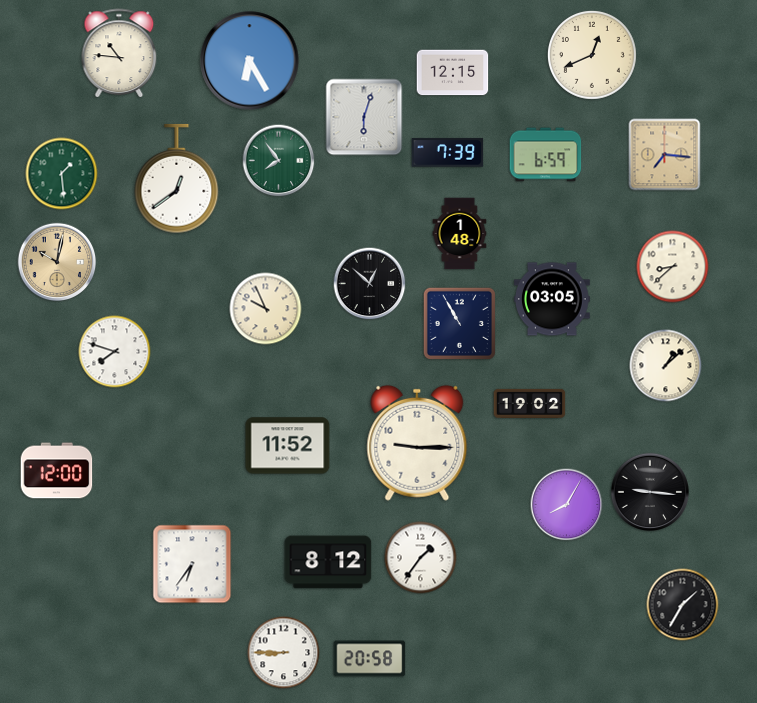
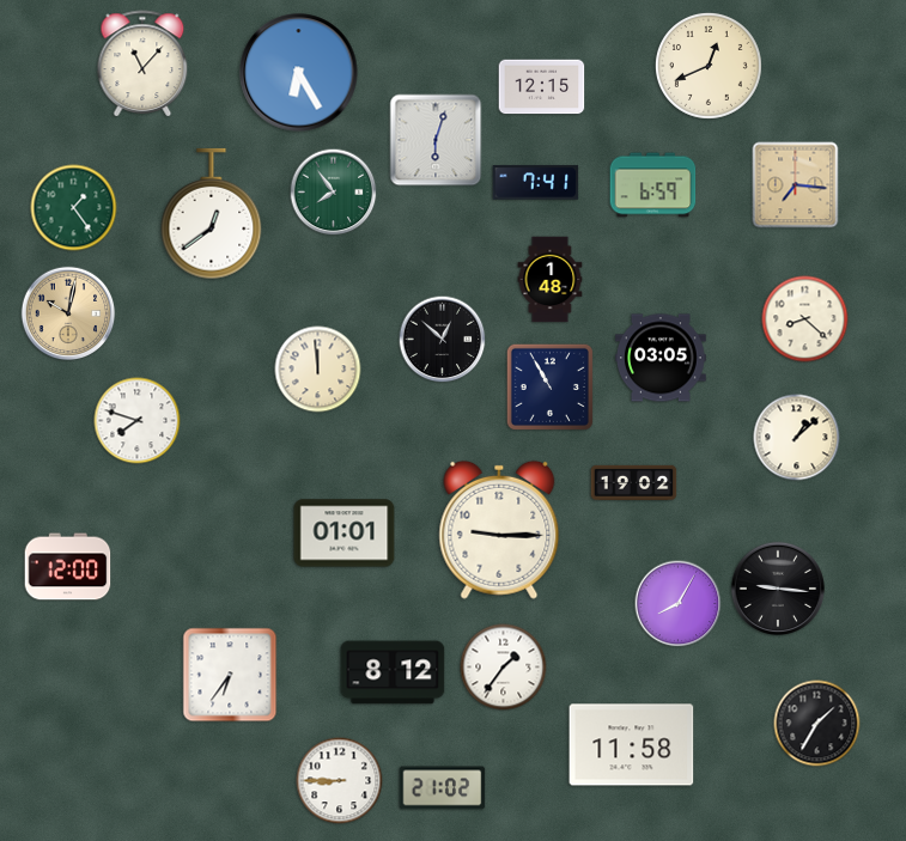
clock at (119, 53): 10:46 -> 11:07
clock at (448, 153): 7:39 -> 7:41
clock at (62, 174): 1:29 -> 1:24
clock at (673, 267): 8:38 -> 8:22
clock at (266, 309): 9:56 -> 11:59
clock at (288, 446): 11:52 -> 01:01
clock at (57, 471) position: (57, 471) -> (68, 567)
clock at (632, 745): none -> 11:58
clock at (370, 659): 20:58 -> 21:02
